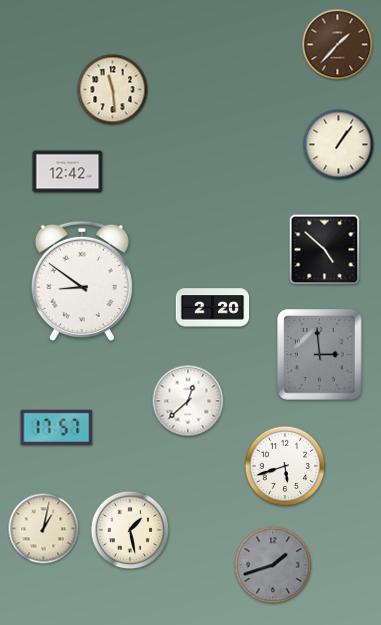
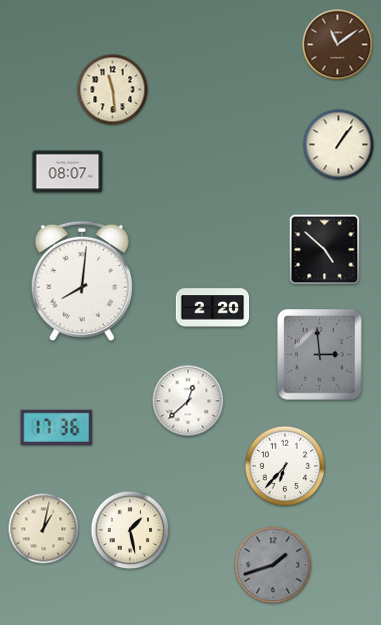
clock at (338, 45): 1:37 -> 11:09
clock at (68, 172): 12:42 -> 08:07
clock at (82, 281): 8:51 -> 8:01
clock at (57, 428): 17:57 -> 17:36
clock at (285, 466): 5:42 -> 6:37
